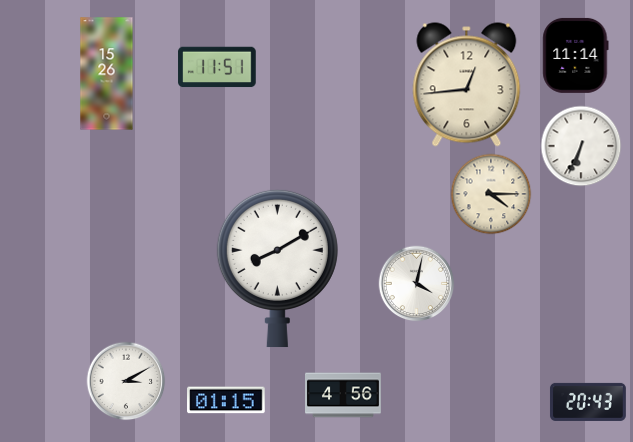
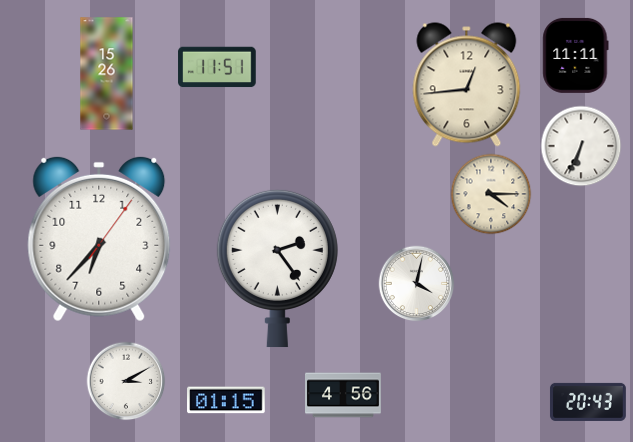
clock at (576, 55): 11:14 -> 11:11
clock at (99, 239): none -> 6:37
clock at (277, 268): 8:10 -> 2:24
